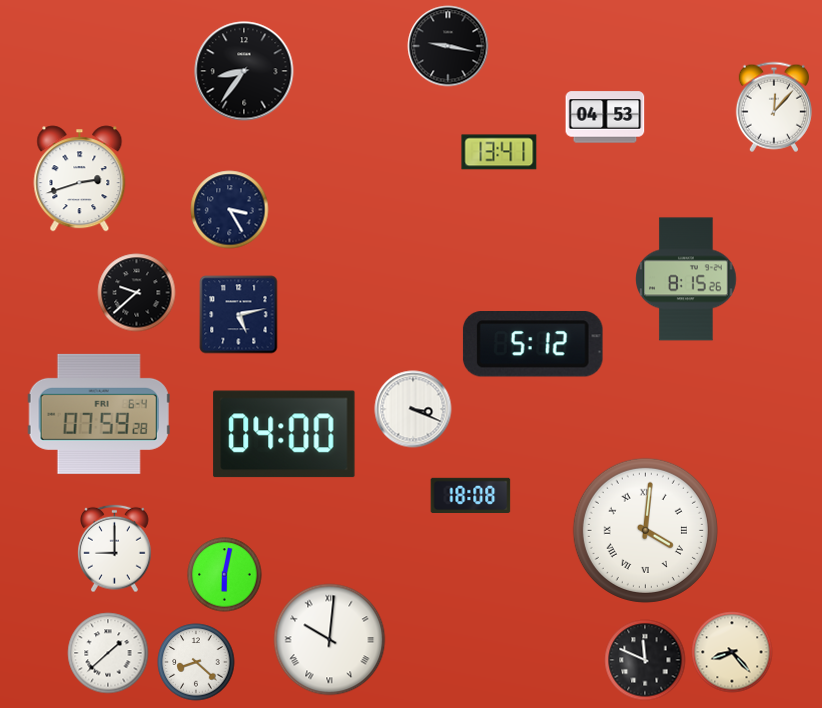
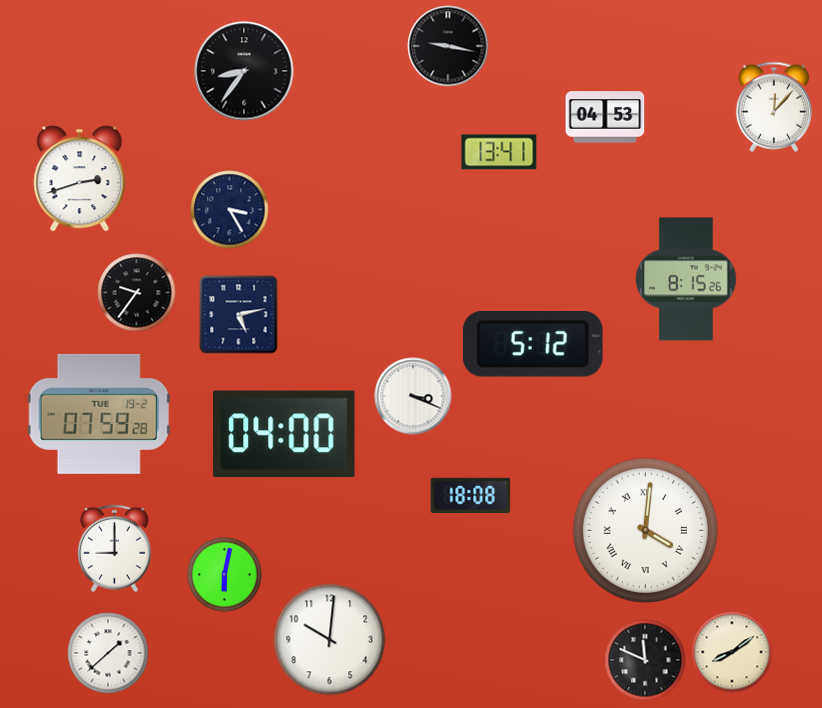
clock at (137, 293): 9:38 -> 9:36
clock at (413, 409) position: (413, 409) -> (413, 396)
clock at (99, 414) date: FRI 6-4 -> TUE 19-2
clock at (330, 640) numerals: Roman -> Arabic
clock at (732, 652): 8:23 -> 8:09
clock at (196, 662): 8:22 -> none
